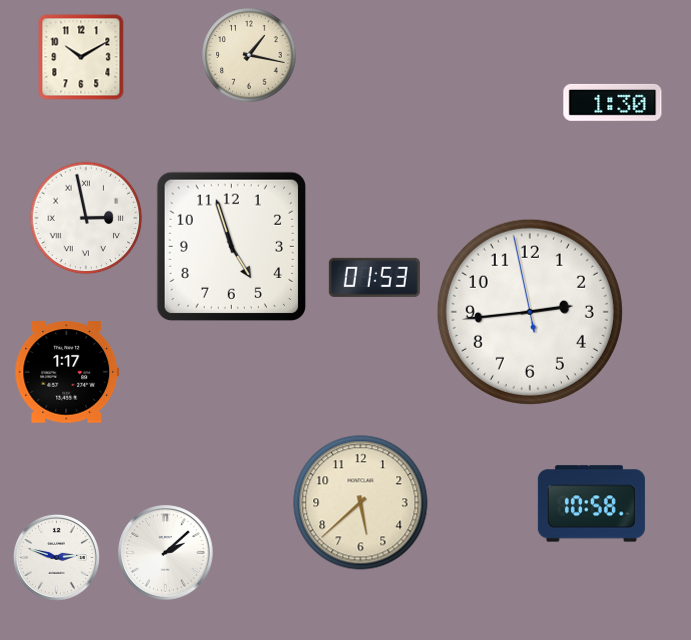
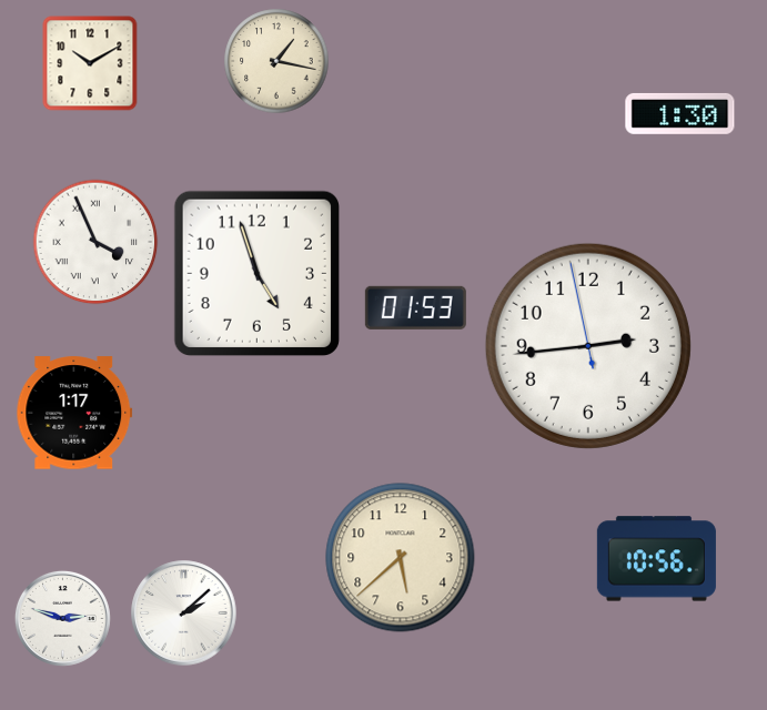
clock at (86, 218): 2:58 -> 3:56
clock at (591, 504): 10:58 -> 10:56
